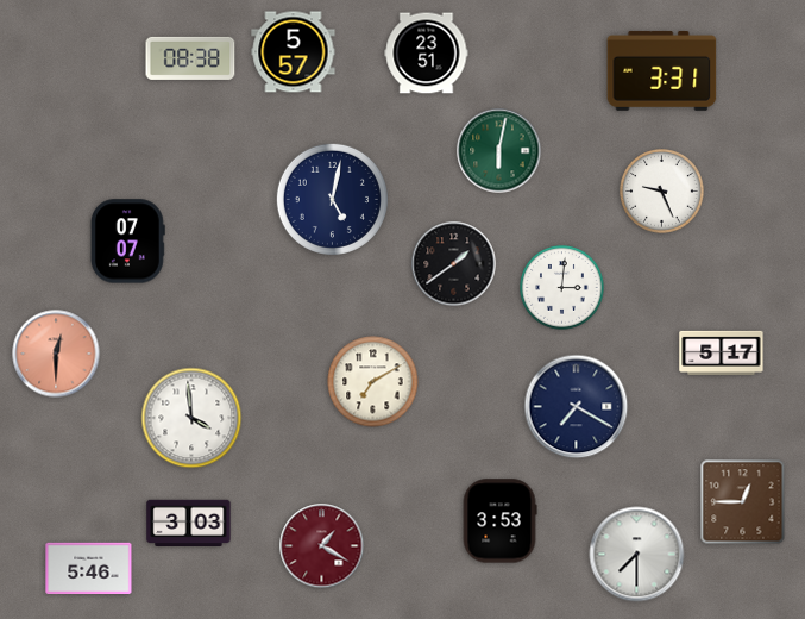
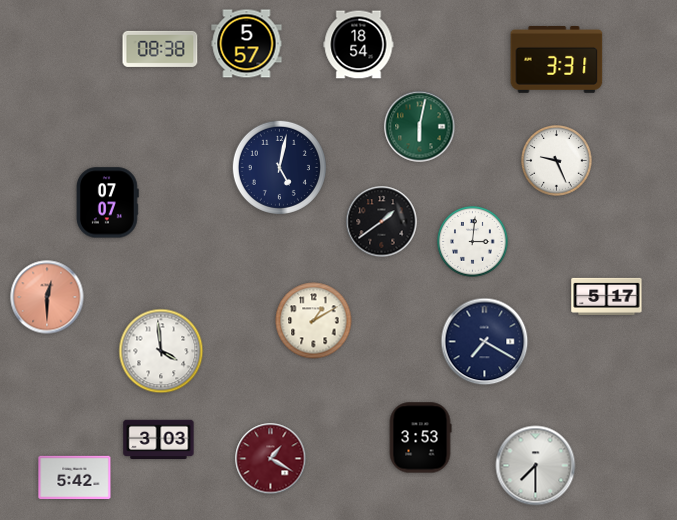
clock at (427, 54): 23:51 -> 18:54
clock at (373, 382): 7:10 -> 1:10
clock at (743, 502): 12:45 -> none
clock at (89, 568): 5:46 -> 5:42
